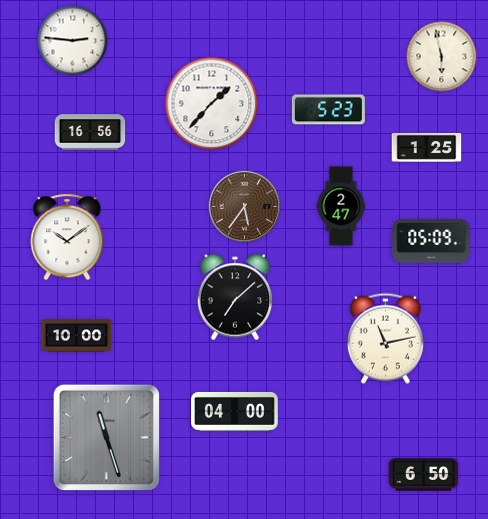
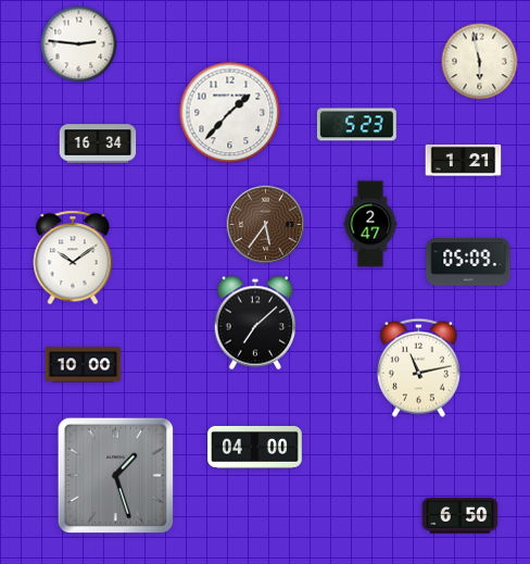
clock at (328, 110) position: (328, 110) -> (356, 125)
clock at (90, 132): 16:56 -> 16:34
clock at (427, 148): 1:25 -> 1:21
clock at (106, 437): 11:27 -> 1:27
